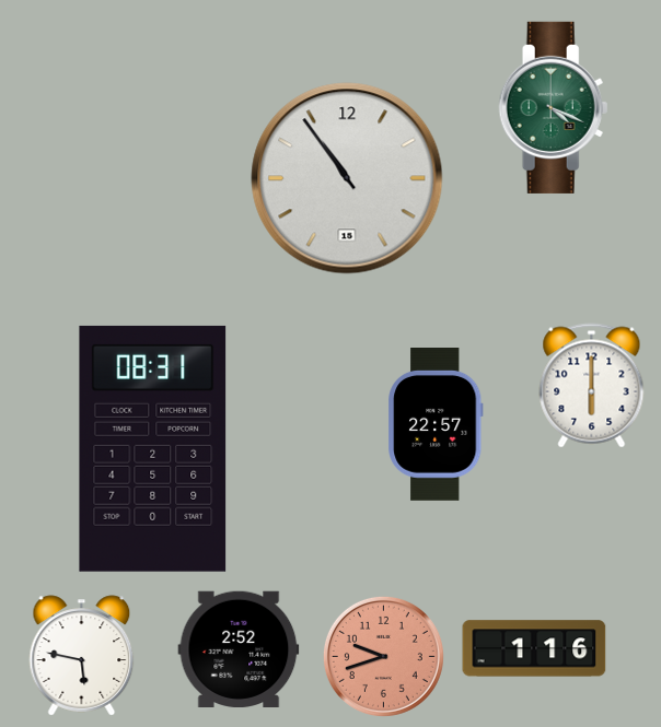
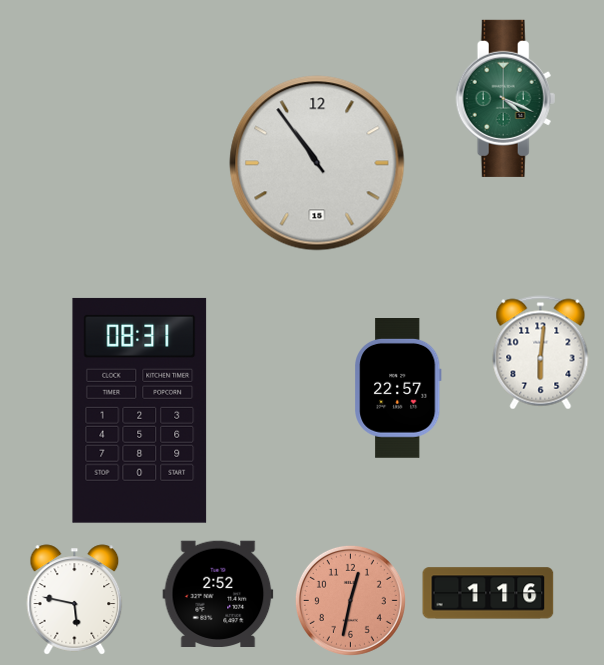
clock at (592, 386): 6:00 -> 6:01
clock at (383, 656): 9:42 -> 12:32
